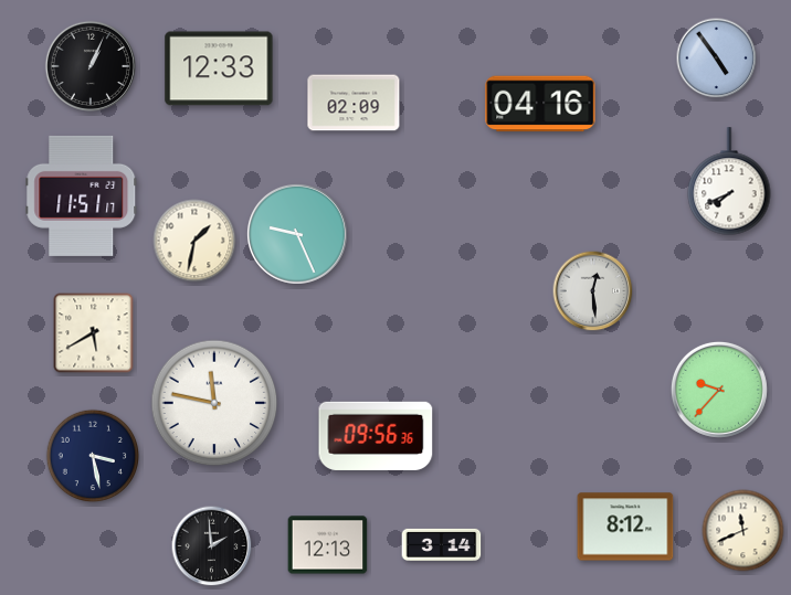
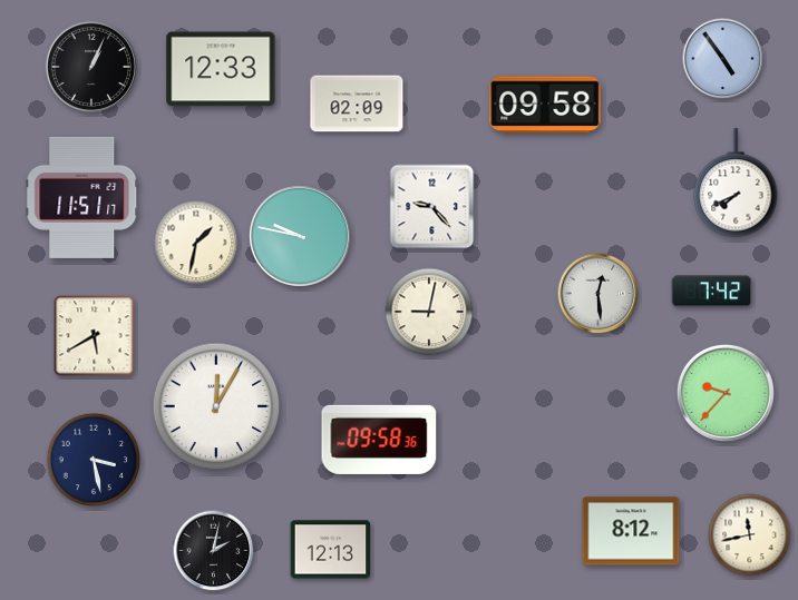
clock at (540, 104): 04:16 -> 09:58
clock at (432, 207): none -> 9:23
clock at (297, 234): 9:26 -> 9:47
clock at (712, 292): none -> 7:42
clock at (429, 312): none -> 9:02
clock at (214, 403): 11:47 -> 12:05
clock at (376, 436): 09:56 -> 09:58
clock at (743, 531): 11:41 -> 11:43
clock at (442, 544): 3:14 -> none
clock at (212, 546): 1:59 -> 2:02
